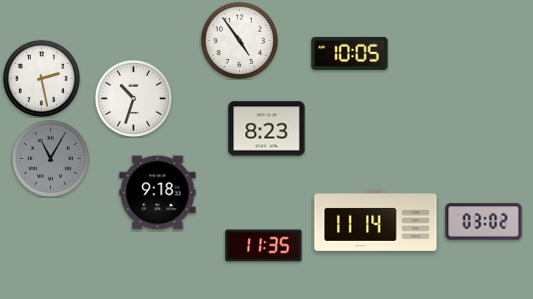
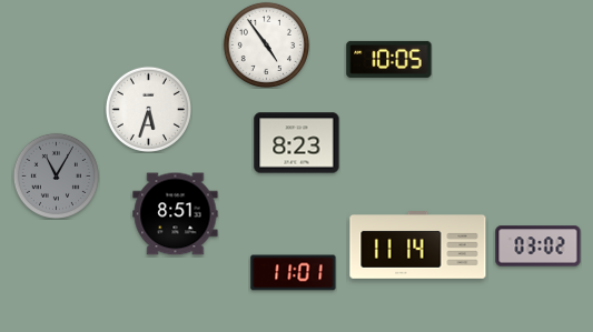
clock at (41, 78): 2:28 -> none
clock at (133, 98): 10:33 -> 5:33
clock at (158, 193): 9:18 -> 8:51
clock at (264, 246): 11:35 -> 11:01
